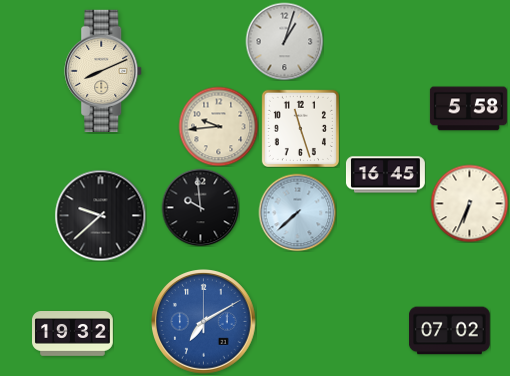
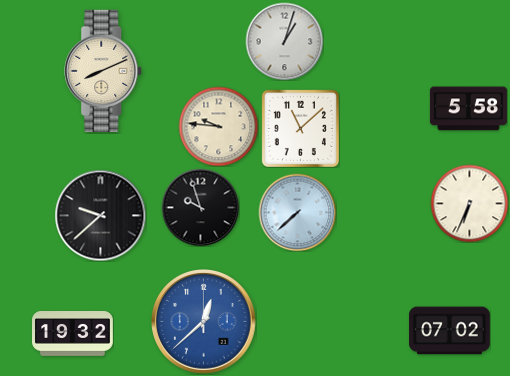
clock at (218, 126): 9:44 -> 9:46
clock at (300, 128): 11:27 -> 11:08
clock at (385, 175): 16:45 -> none
clock at (200, 207): 9:59 -> 9:57
clock at (204, 322): 7:10 -> 12:38
